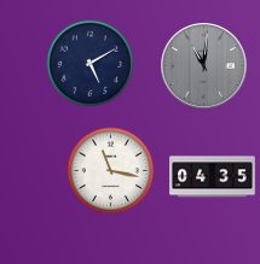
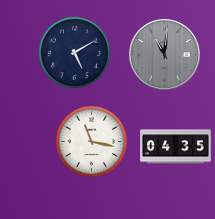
clock at (204, 66) position: (204, 66) -> (165, 55)
